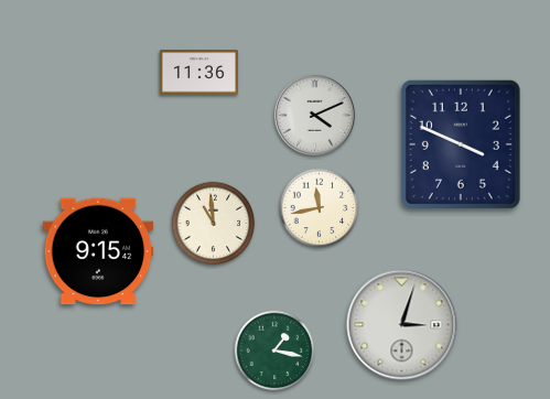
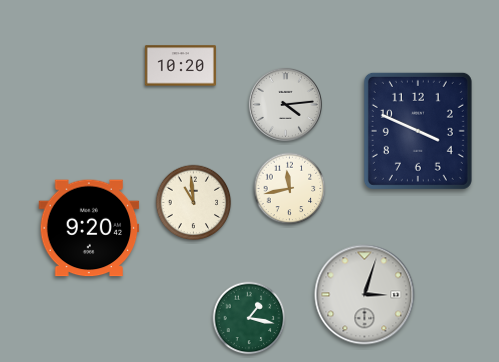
clock at (198, 73): 11:36 -> 10:20
clock at (314, 115): 4:11 -> 4:14
clock at (98, 251): 9:15 -> 9:20
